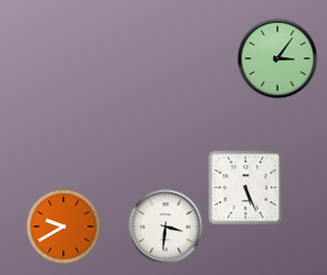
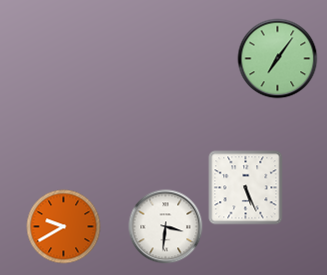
clock at (278, 59): 3:06 -> 7:06
